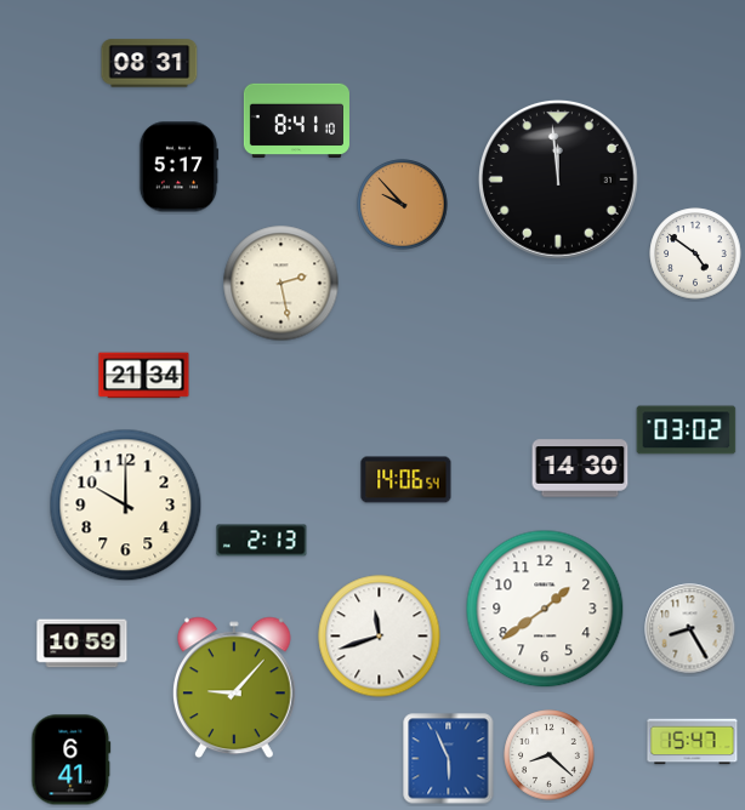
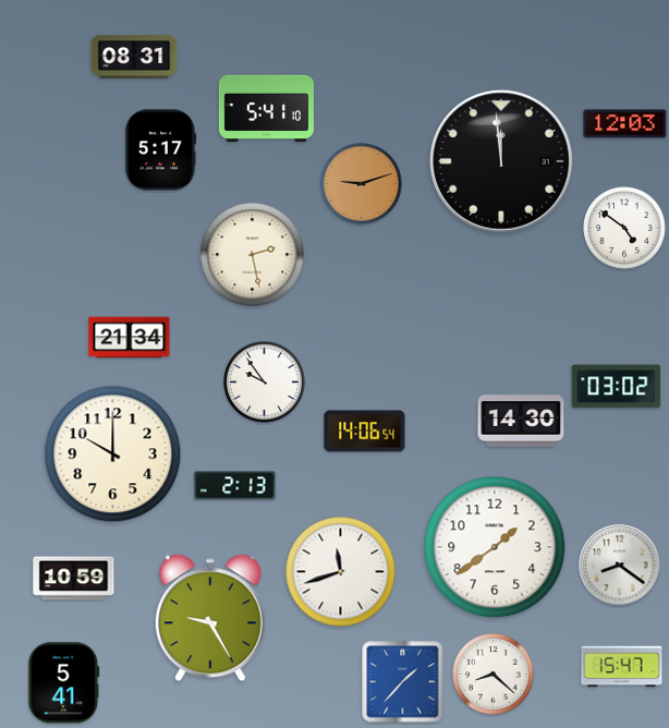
clock at (296, 121): 8:41 -> 5:41
clock at (625, 124): none -> 12:03
clock at (403, 205): 9:53 -> 9:12
clock at (265, 383): none -> 9:54
clock at (545, 609) position: (545, 609) -> (495, 547)
clock at (690, 629): 8:25 -> 8:21
clock at (234, 688): 9:07 -> 9:25
clock at (550, 755) position: (550, 755) -> (494, 675)
clock at (449, 759): 5:56 -> 1:37
clock at (72, 760): 6:41 -> 5:41
